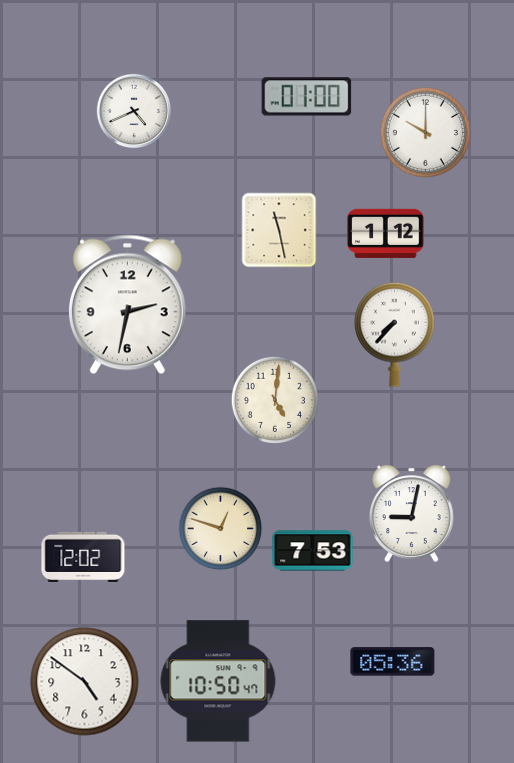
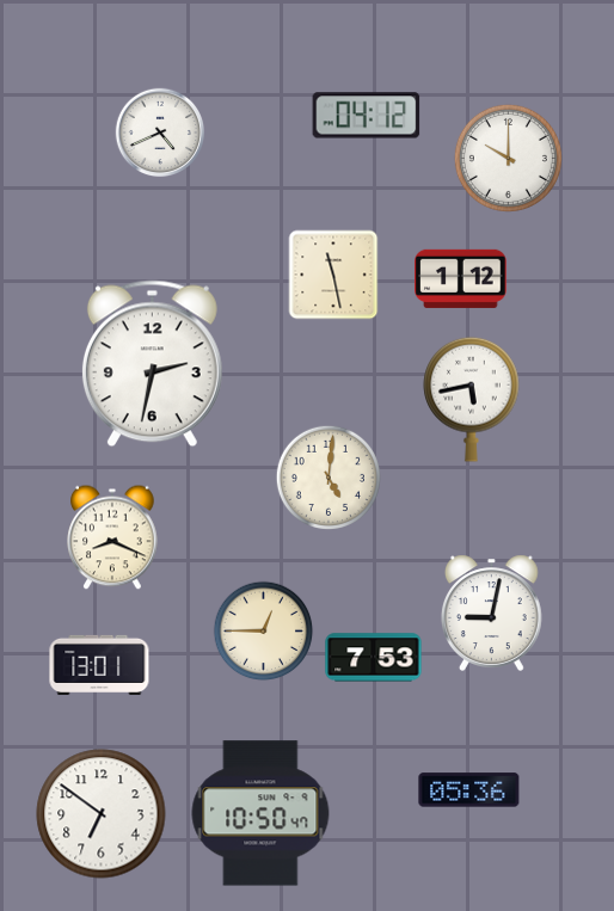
clock at (307, 97): 01:00 -> 04:12
clock at (395, 334): 7:37 -> 5:43
clock at (112, 537): none -> 8:19
clock at (221, 529): 12:48 -> 12:45
clock at (83, 557): 12:02 -> 13:01
clock at (85, 682): 4:51 -> 6:51
